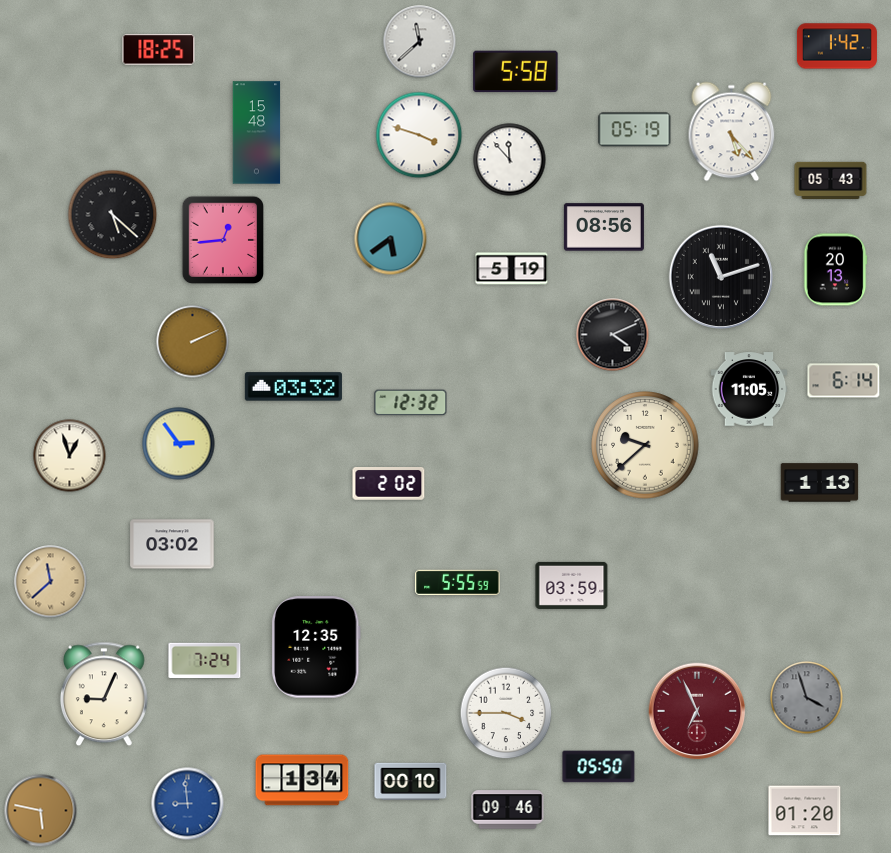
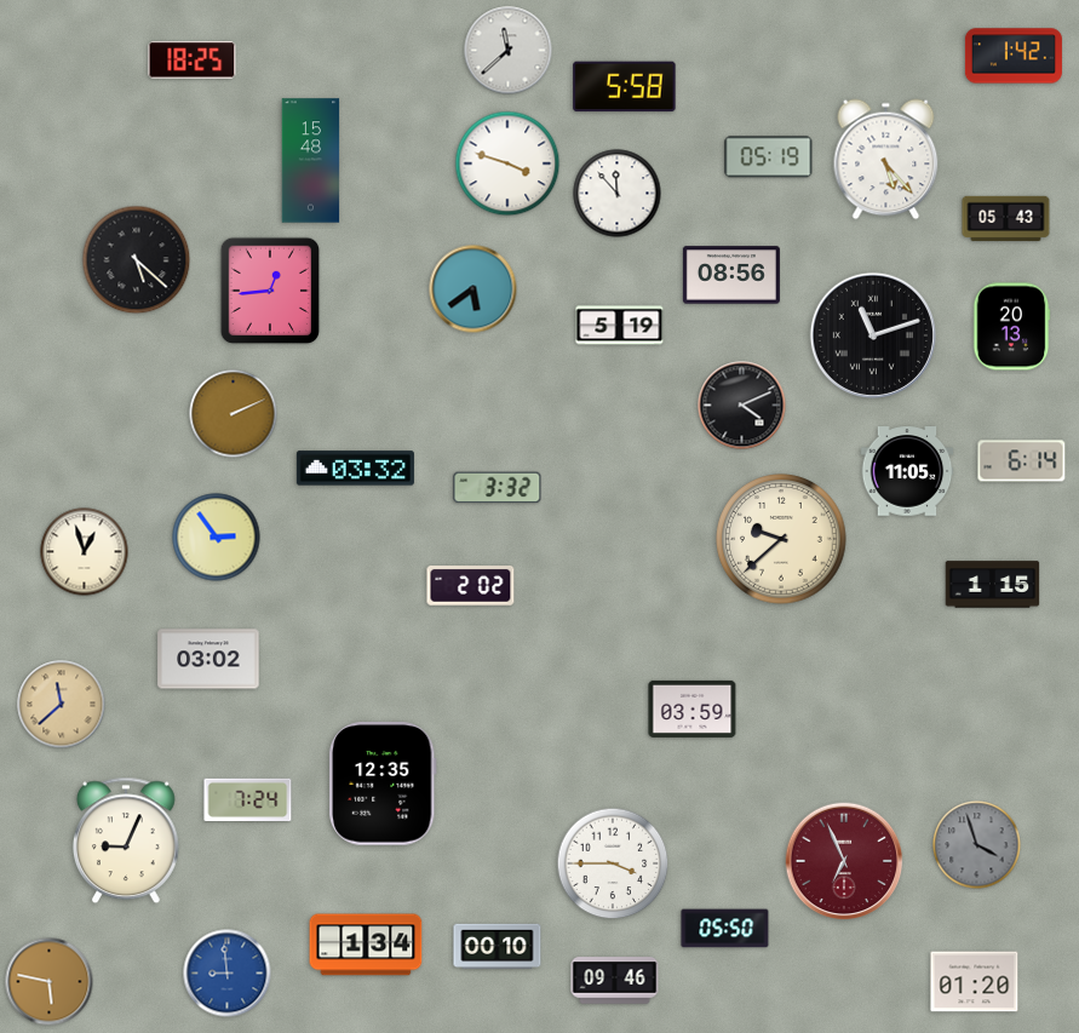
clock at (411, 403): 12:32 -> 3:32
clock at (820, 483): 1:13 -> 1:15
clock at (458, 582): 5:55 -> none
